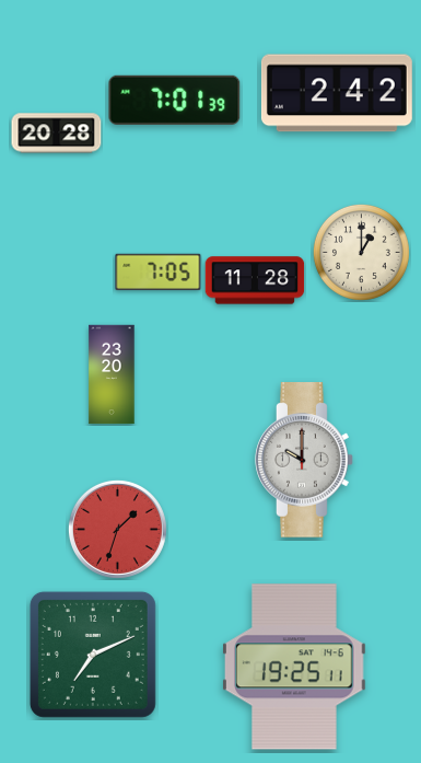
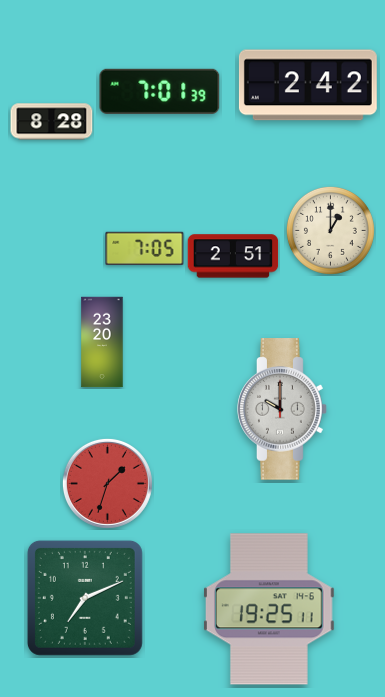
clock at (57, 134): 20:28 -> 8:28
clock at (255, 280): 11:28 -> 2:51
clock at (304, 460) position: (304, 460) -> (282, 409)
